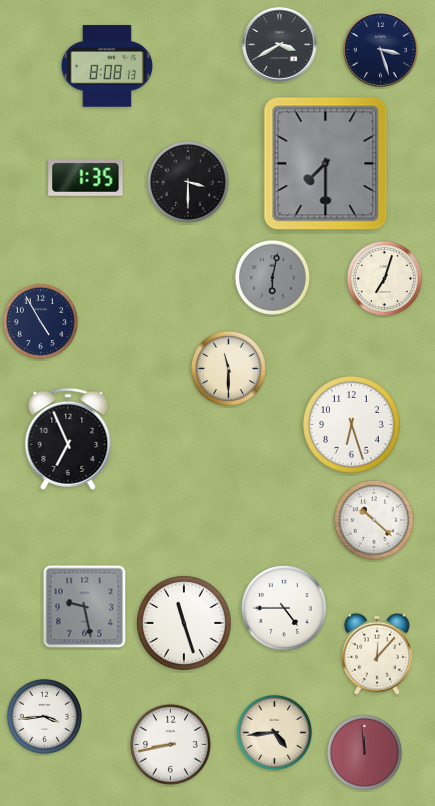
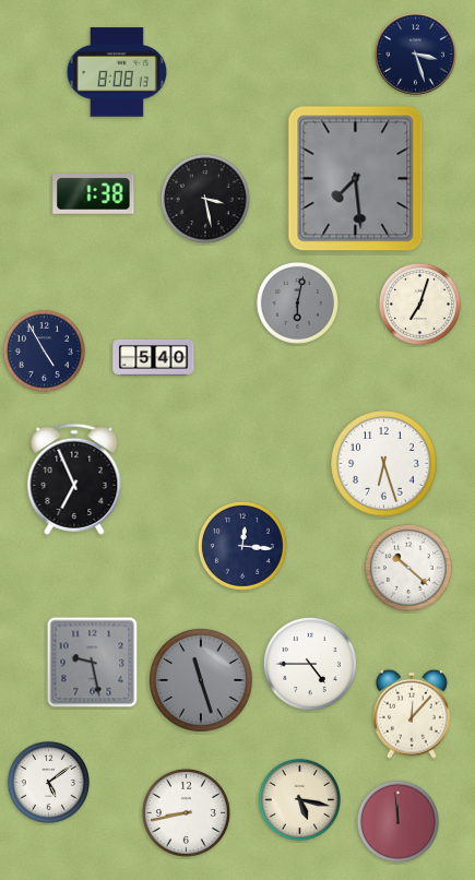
clock at (280, 45): 3:40 -> none
clock at (326, 164): 7:30 -> 7:29
clock at (86, 178): 1:35 -> 1:38
clock at (188, 182): 3:30 -> 3:28
clock at (154, 357): none -> 5:40
clock at (228, 368): 11:30 -> none
clock at (242, 546): none -> 12:16
clock at (184, 623) dial: white -> grey
clock at (44, 716): 3:44 -> 5:09
clock at (274, 732): 4:44 -> 5:17
